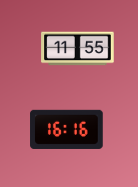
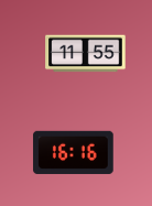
clock at (67, 129) position: (67, 129) -> (74, 152)
